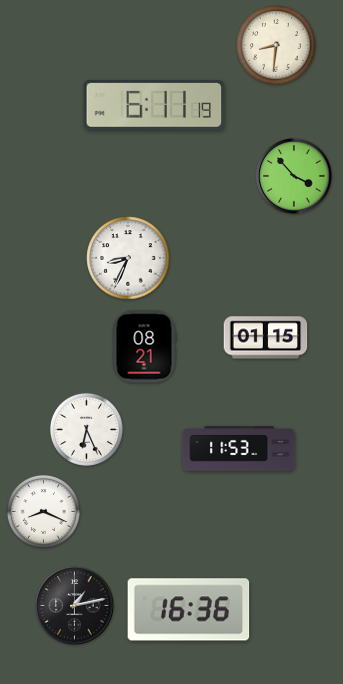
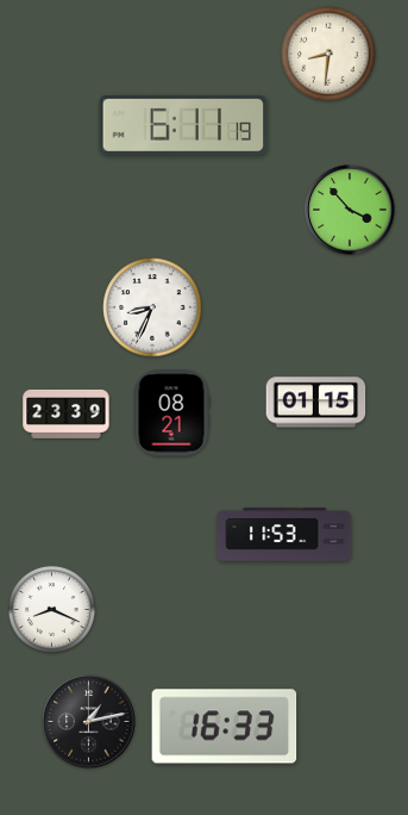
clock at (67, 413): none -> 23:39
clock at (86, 429): 6:26 -> none
clock at (189, 610): 16:36 -> 16:33
